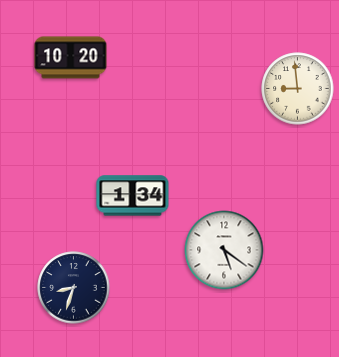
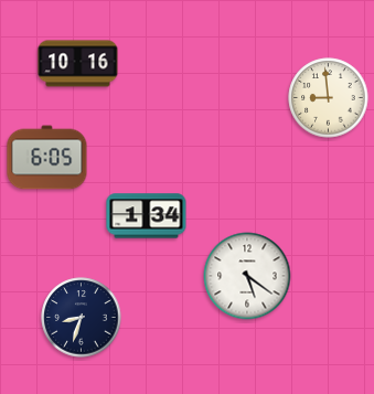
clock at (71, 58): 10:20 -> 10:16
clock at (47, 158): none -> 6:05
